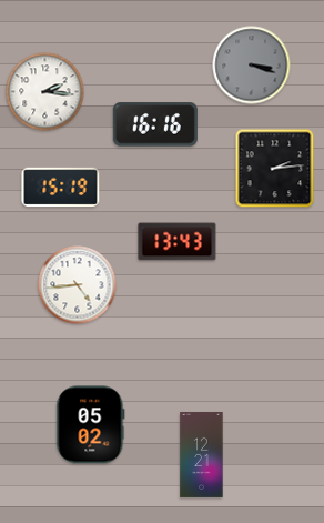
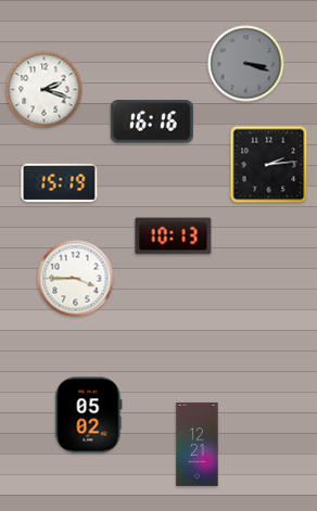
clock at (45, 92): 2:16 -> 2:18
clock at (178, 242): 13:43 -> 10:13
clock at (78, 285): 4:44 -> 3:45
